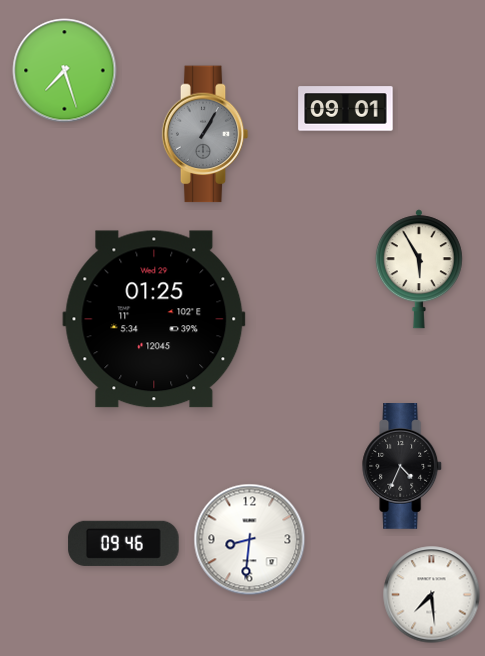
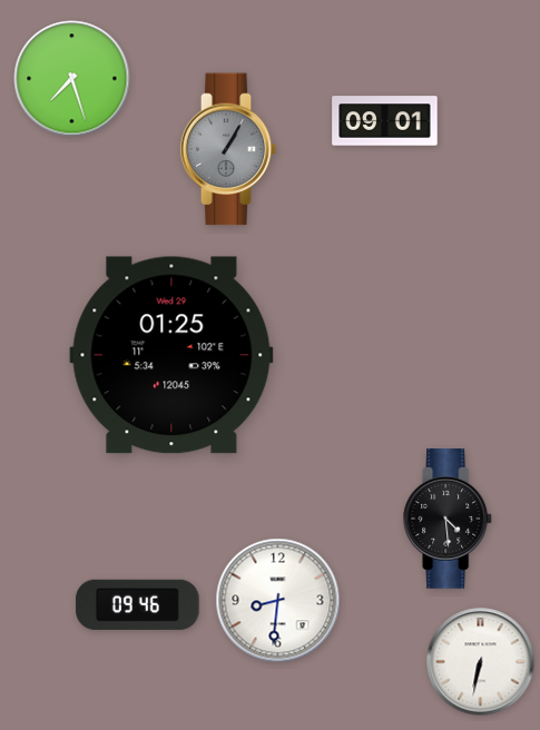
clock at (419, 269): 5:55 -> none
clock at (403, 467): 4:34 -> 4:29
clock at (432, 595): 7:29 -> 6:32
